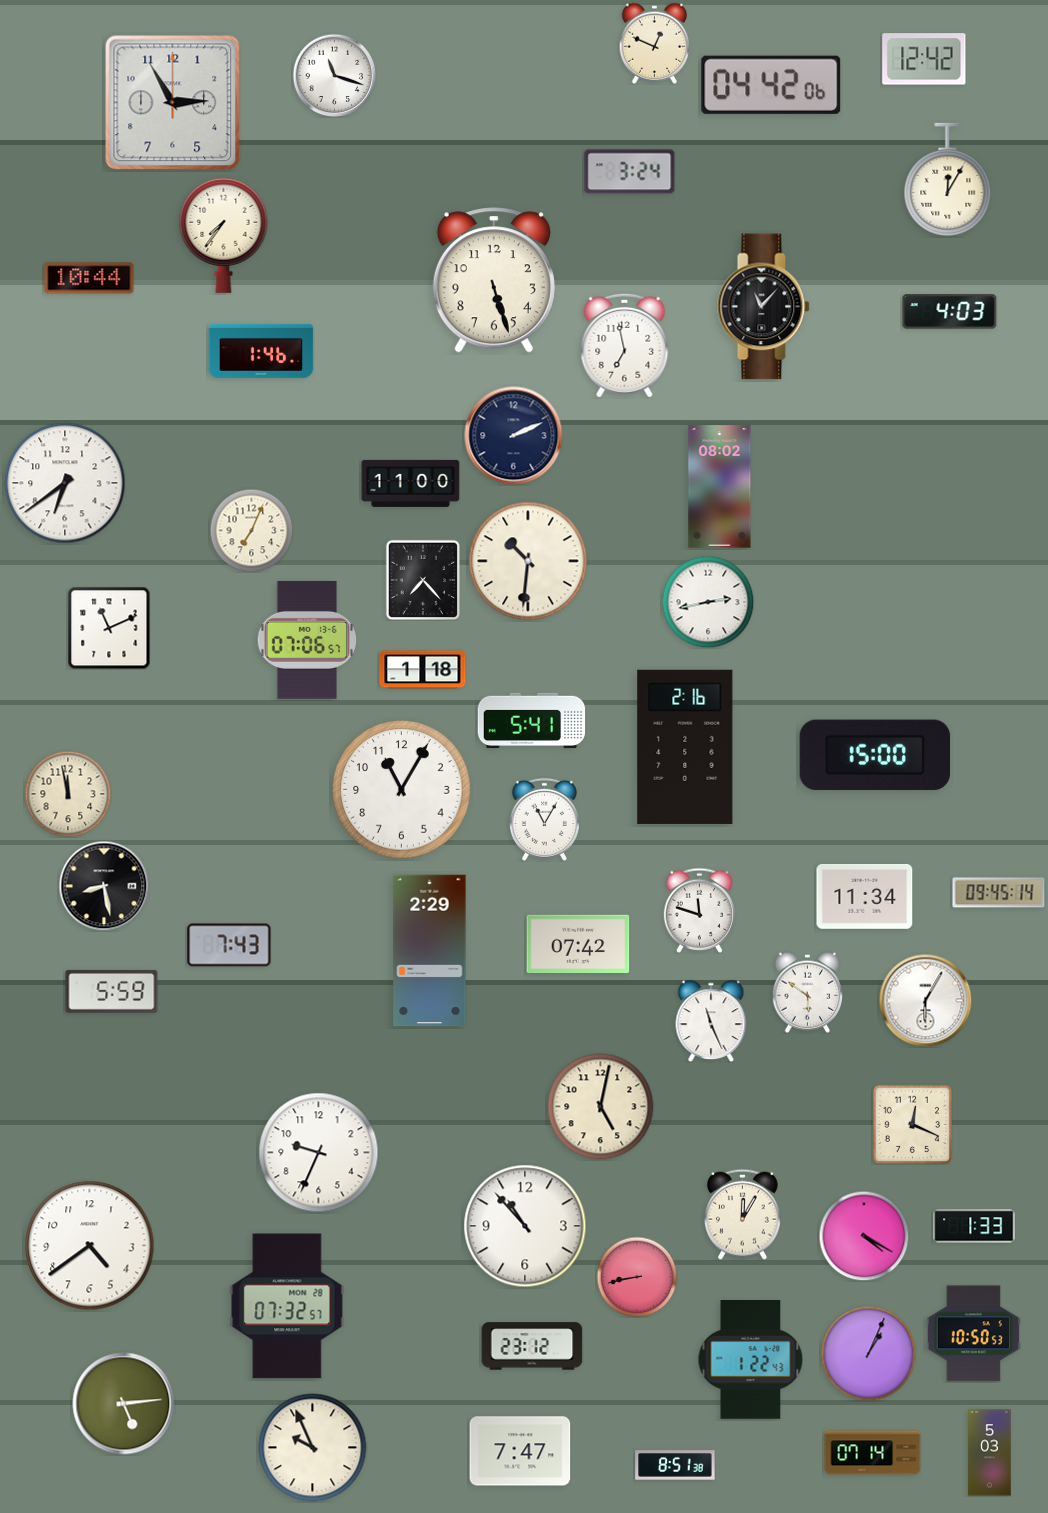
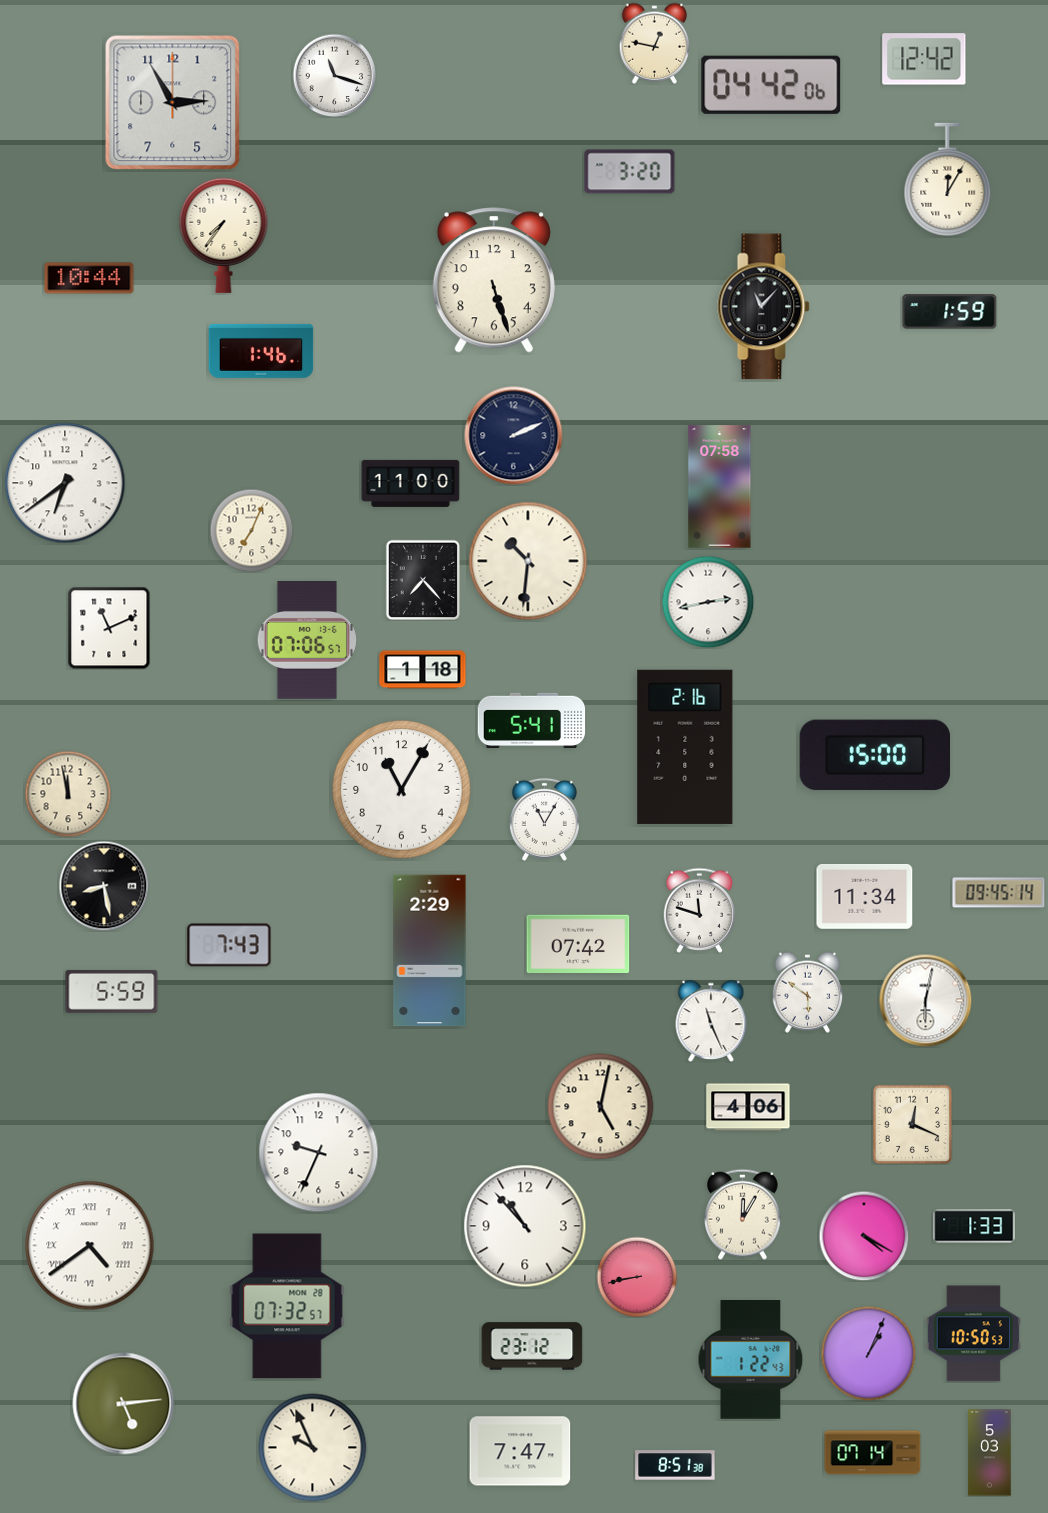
clock at (655, 43): 12:49 -> 12:47
clock at (630, 172): 3:24 -> 3:20
clock at (950, 312): 4:03 -> 1:59
clock at (625, 345): 6:58 -> none
clock at (720, 487): 08:02 -> 07:58
clock at (925, 1000): 6:05 -> 6:02
clock at (748, 1107): none -> 4:06
clock at (90, 1246) numerals: Arabic -> Roman
